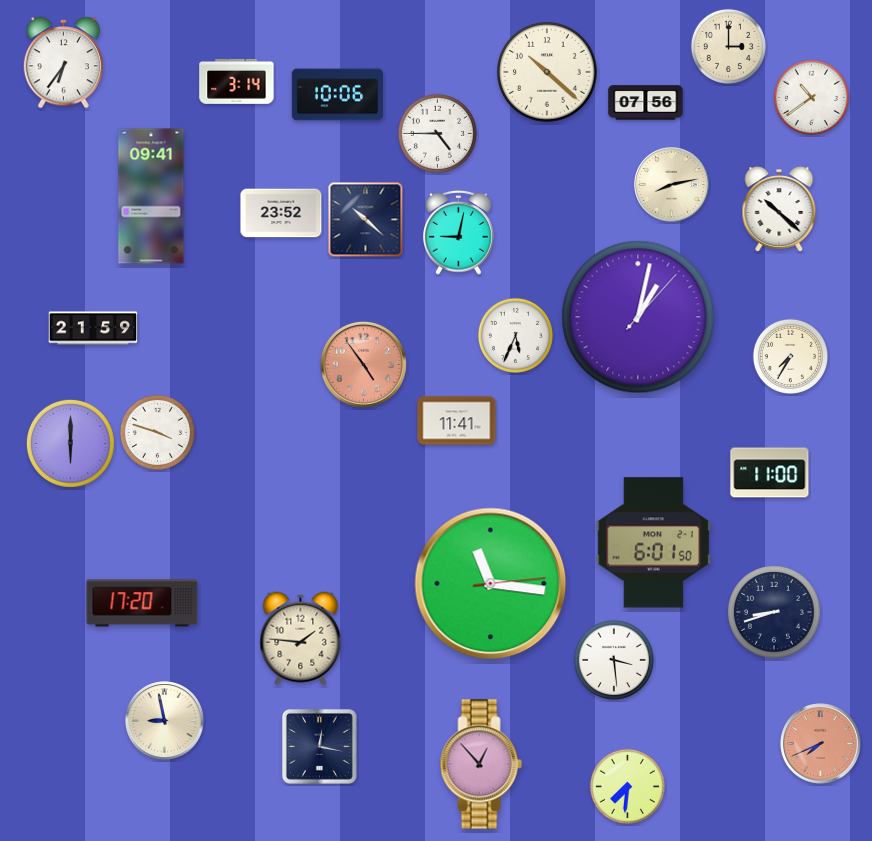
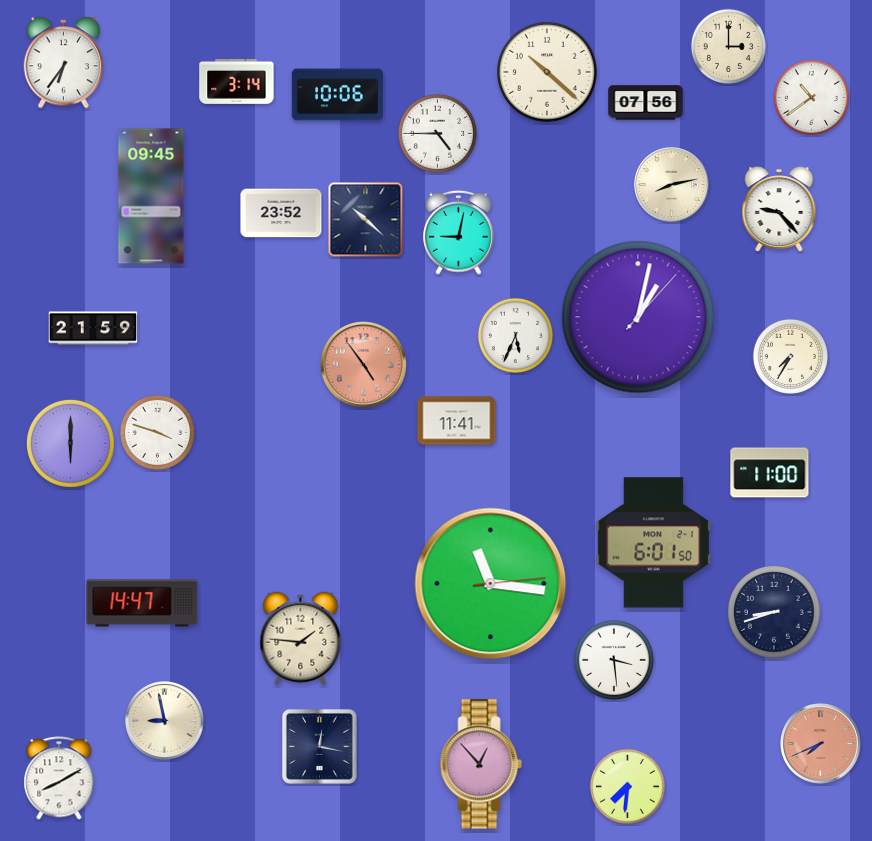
clock at (151, 196): 09:41 -> 09:45
clock at (779, 209): 10:22 -> 9:23
clock at (142, 603): 17:20 -> 14:47
clock at (59, 778): none -> 8:10
